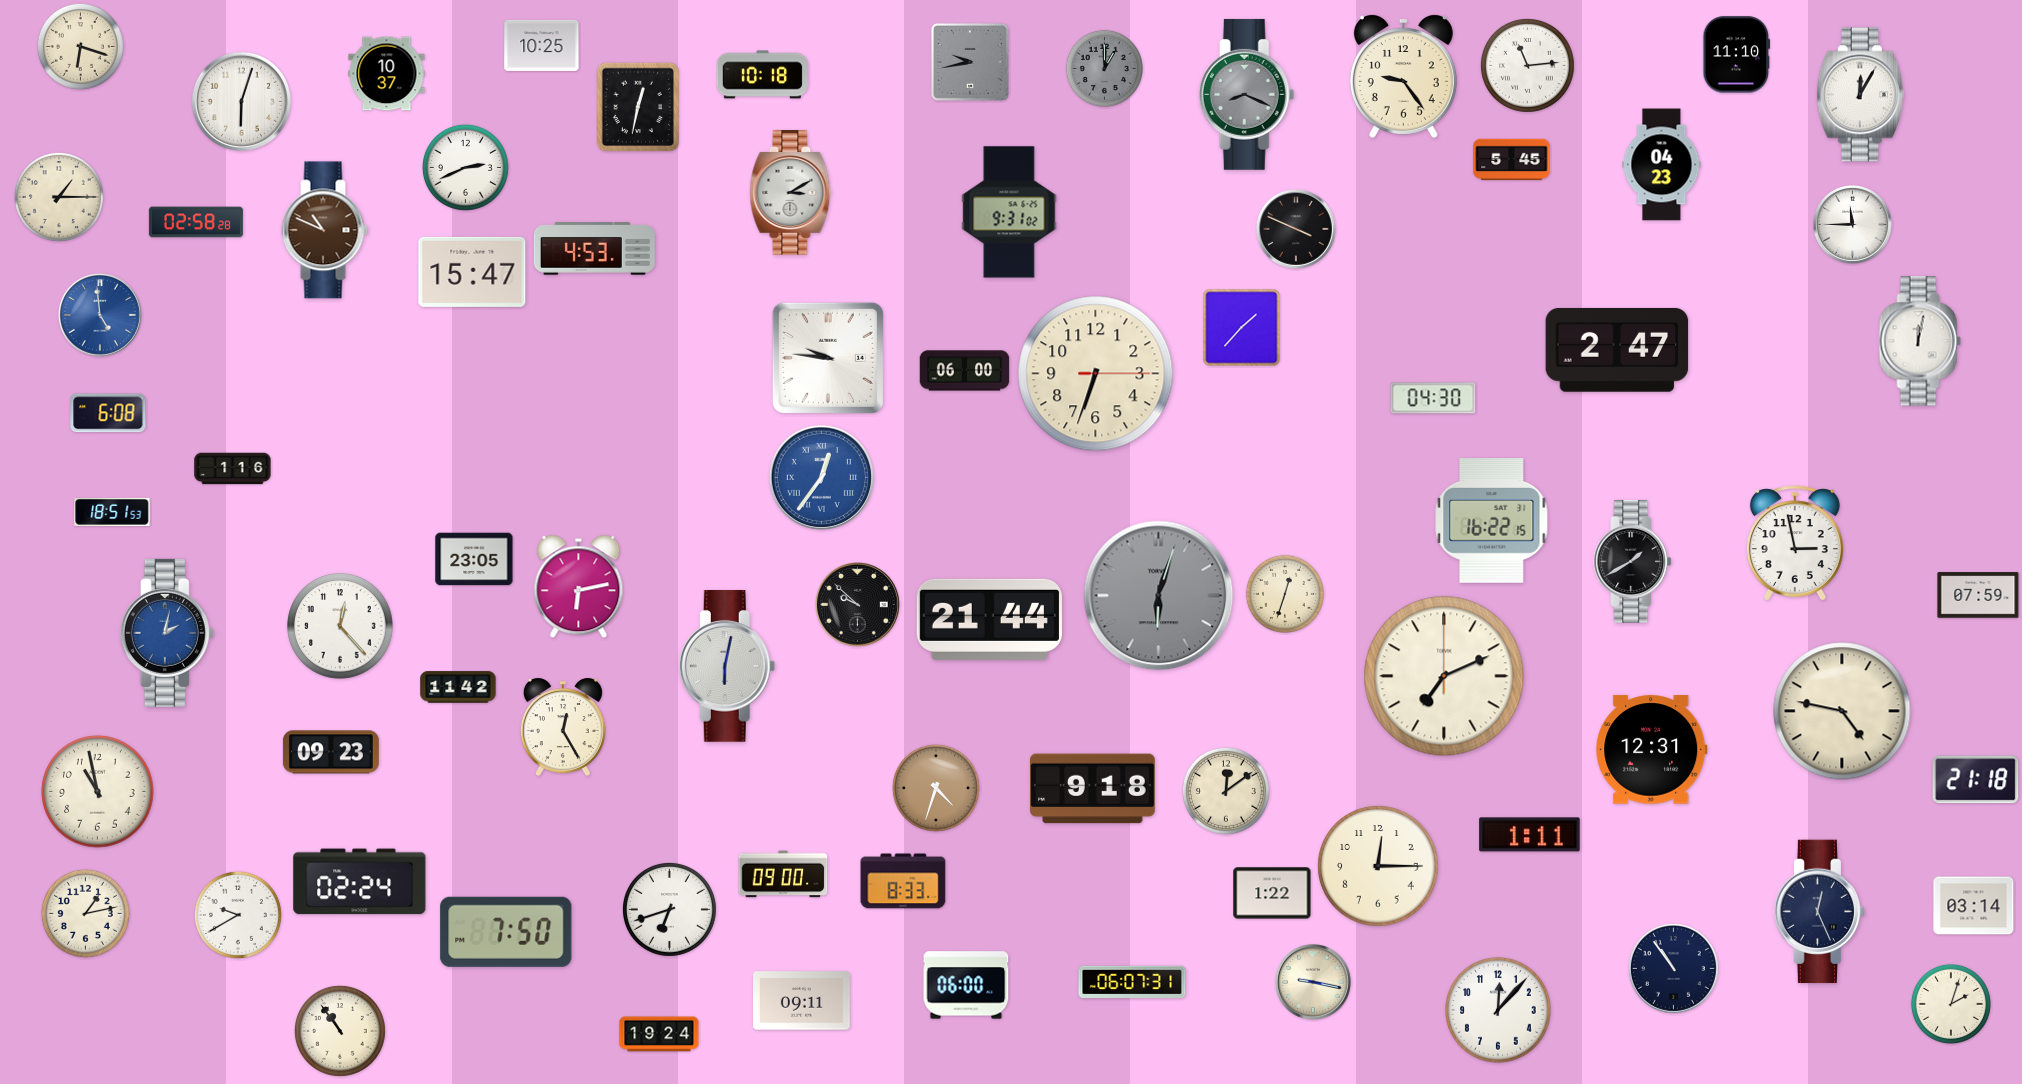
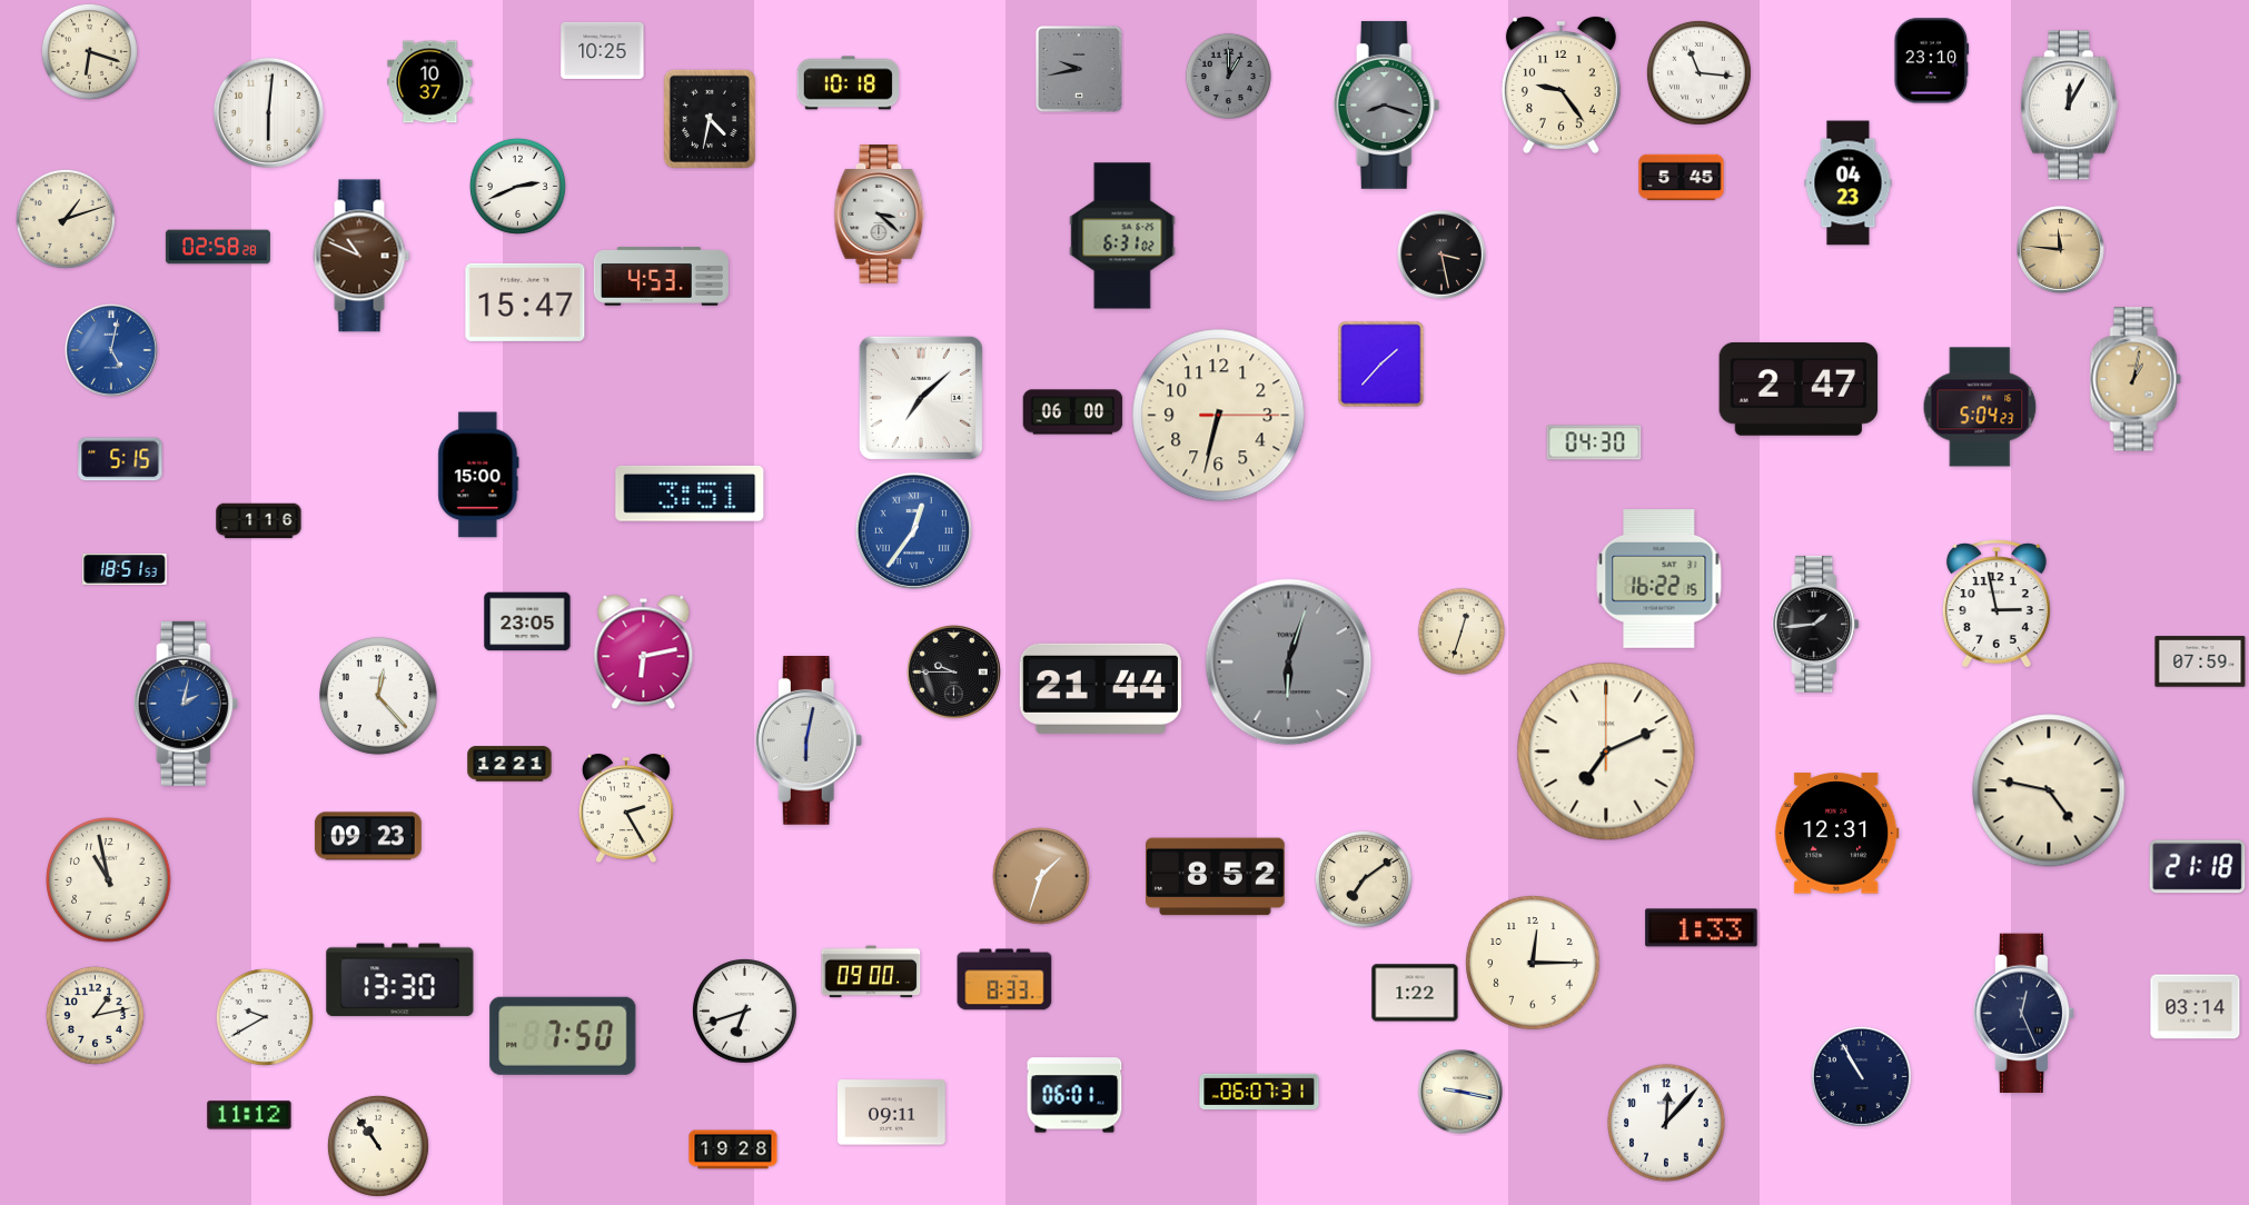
clock at (1737, 55): 11:10 -> 23:10
clock at (1527, 65): 11:14 -> 11:16
clock at (1247, 94): 8:19 -> 8:18
clock at (241, 101): 6:03 -> 6:01
clock at (638, 107): 12:32 -> 4:32
clock at (791, 193): 3:10 -> 3:22
clock at (59, 197): 1:15 -> 1:12
clock at (1009, 212): 9:31 -> 6:31
clock at (1853, 225): 11:45 -> 11:46
clock at (1853, 225) dial: white -> champagne
clock at (1297, 230): 3:49 -> 3:28
clock at (100, 315): 4:59 -> 5:02
clock at (1920, 341): 12:02 -> 1:02
clock at (1920, 341) dial: white -> champagne
clock at (828, 358): 9:46 -> 7:08
clock at (1980, 407): none -> 5:04
clock at (1096, 374): 6:33 -> 6:32
clock at (108, 413): 6:08 -> 5:15
clock at (478, 475): none -> 15:00
clock at (690, 494): none -> 3:51
clock at (1633, 561): 1:40 -> 1:44
clock at (1285, 594) position: (1285, 594) -> (1462, 631)
clock at (857, 604): 9:52 -> 9:45
clock at (458, 687): 11:42 -> 12:21
clock at (563, 727): 12:25 -> 2:25
clock at (936, 788): 4:33 -> 1:33
clock at (1093, 789): 9:18 -> 8:52
clock at (1226, 791): 12:09 -> 7:09
clock at (1530, 835): 1:11 -> 1:33
clock at (360, 882): 02:24 -> 13:30
clock at (1673, 968): 10:54 -> 10:55
clock at (966, 985): 06:00 -> 06:01
clock at (249, 1115): none -> 11:12
clock at (1951, 1004): 2:03 -> none
clock at (659, 1034): 19:24 -> 19:28
